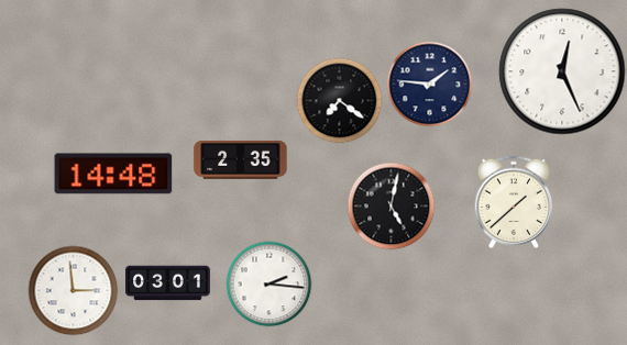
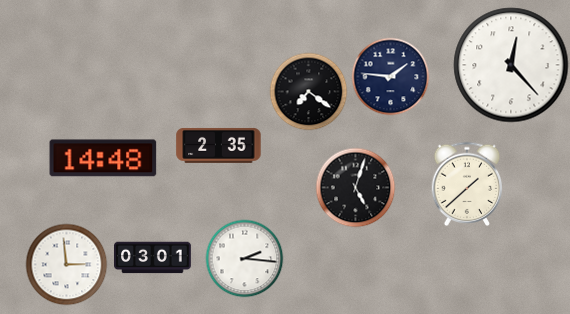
clock at (562, 71): 12:26 -> 12:23
clock at (391, 205): 5:02 -> 5:03
